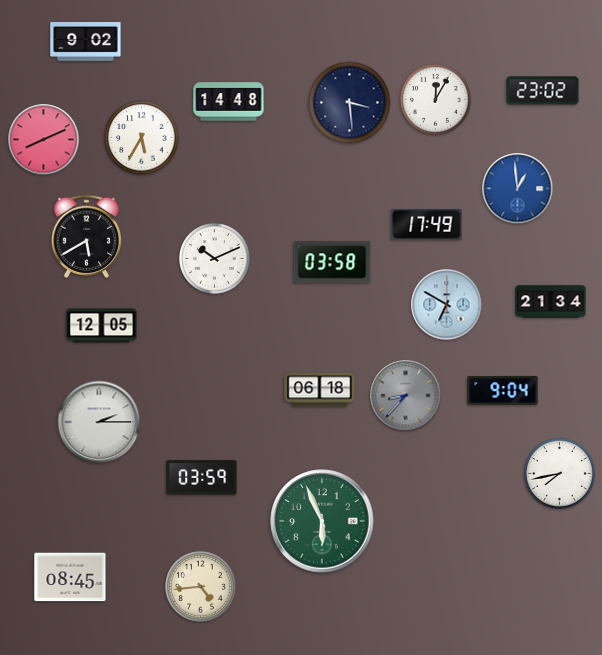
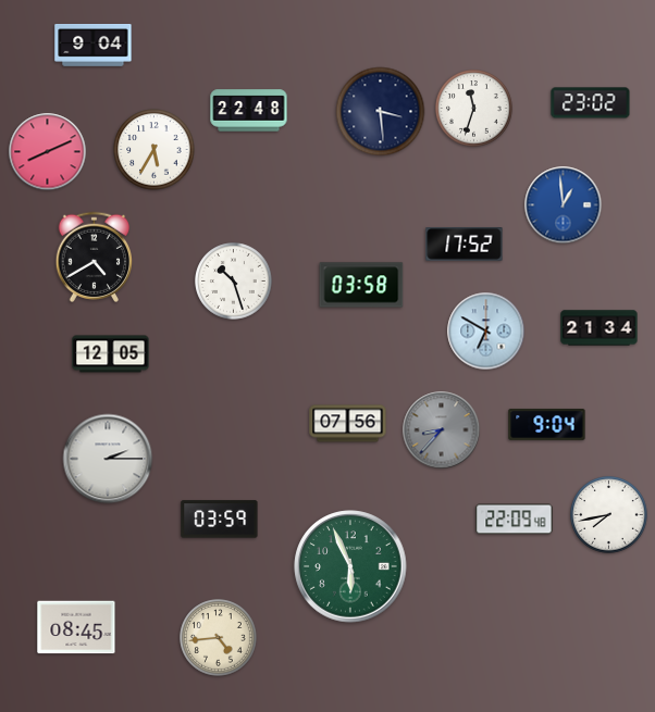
clock at (86, 42): 9:02 -> 9:04
clock at (543, 91) position: (543, 91) -> (591, 103)
clock at (436, 100): 12:05 -> 11:33
clock at (229, 102): 14:48 -> 22:48
clock at (427, 225): 17:49 -> 17:52
clock at (87, 236): 5:40 -> 4:40
clock at (215, 259): 10:11 -> 10:27
clock at (320, 390): 06:18 -> 07:56
clock at (515, 520): none -> 22:09
